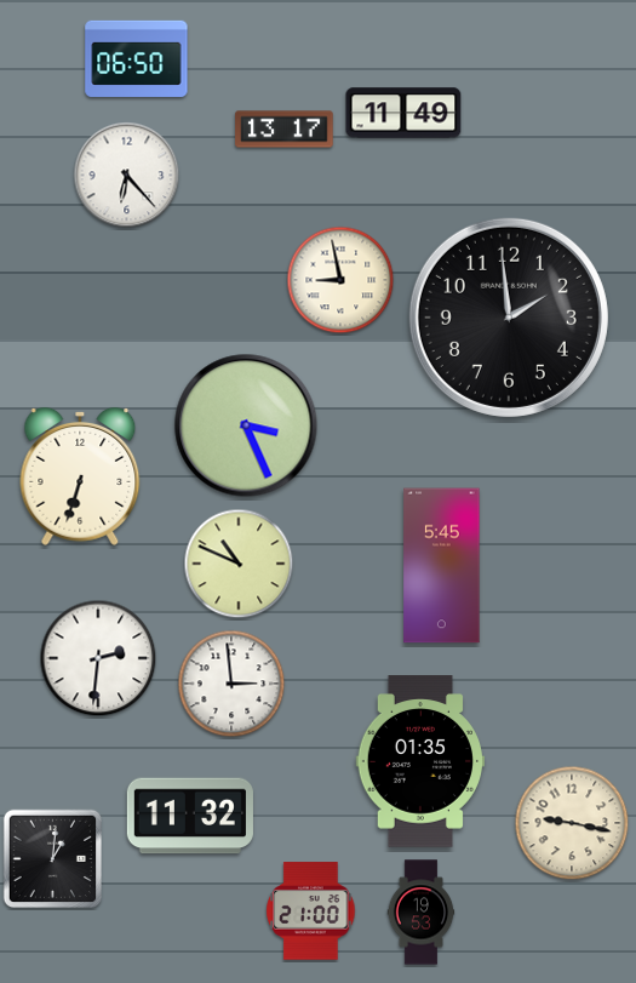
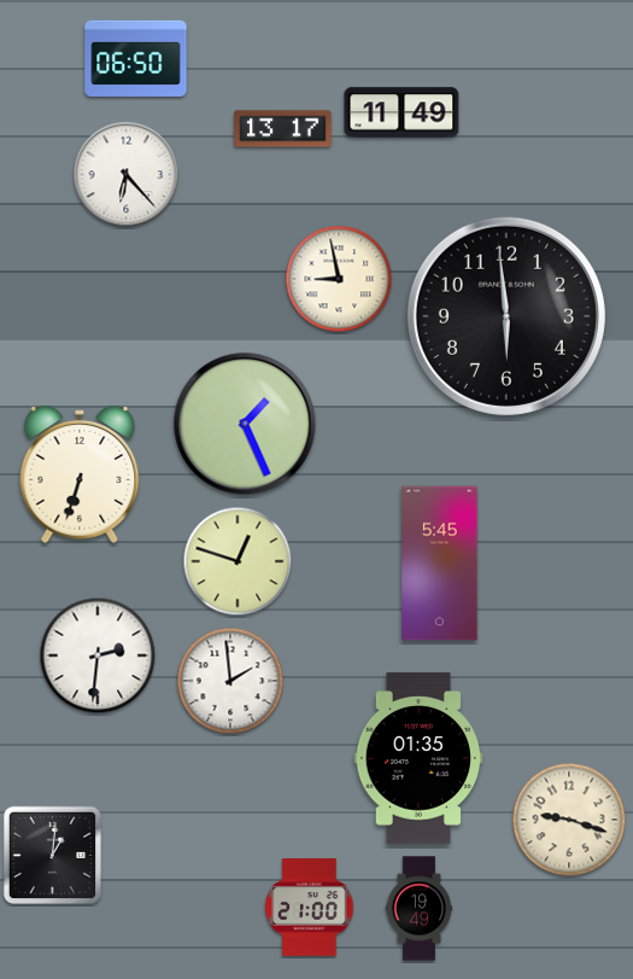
clock at (509, 318): 1:59 -> 5:59
clock at (246, 425): 3:26 -> 1:26
clock at (239, 564): 10:49 -> 12:48
clock at (231, 684): 2:59 -> 1:59
clock at (190, 816): 11:32 -> none
clock at (572, 823): 9:17 -> 9:18
clock at (422, 913): 19:53 -> 19:49
